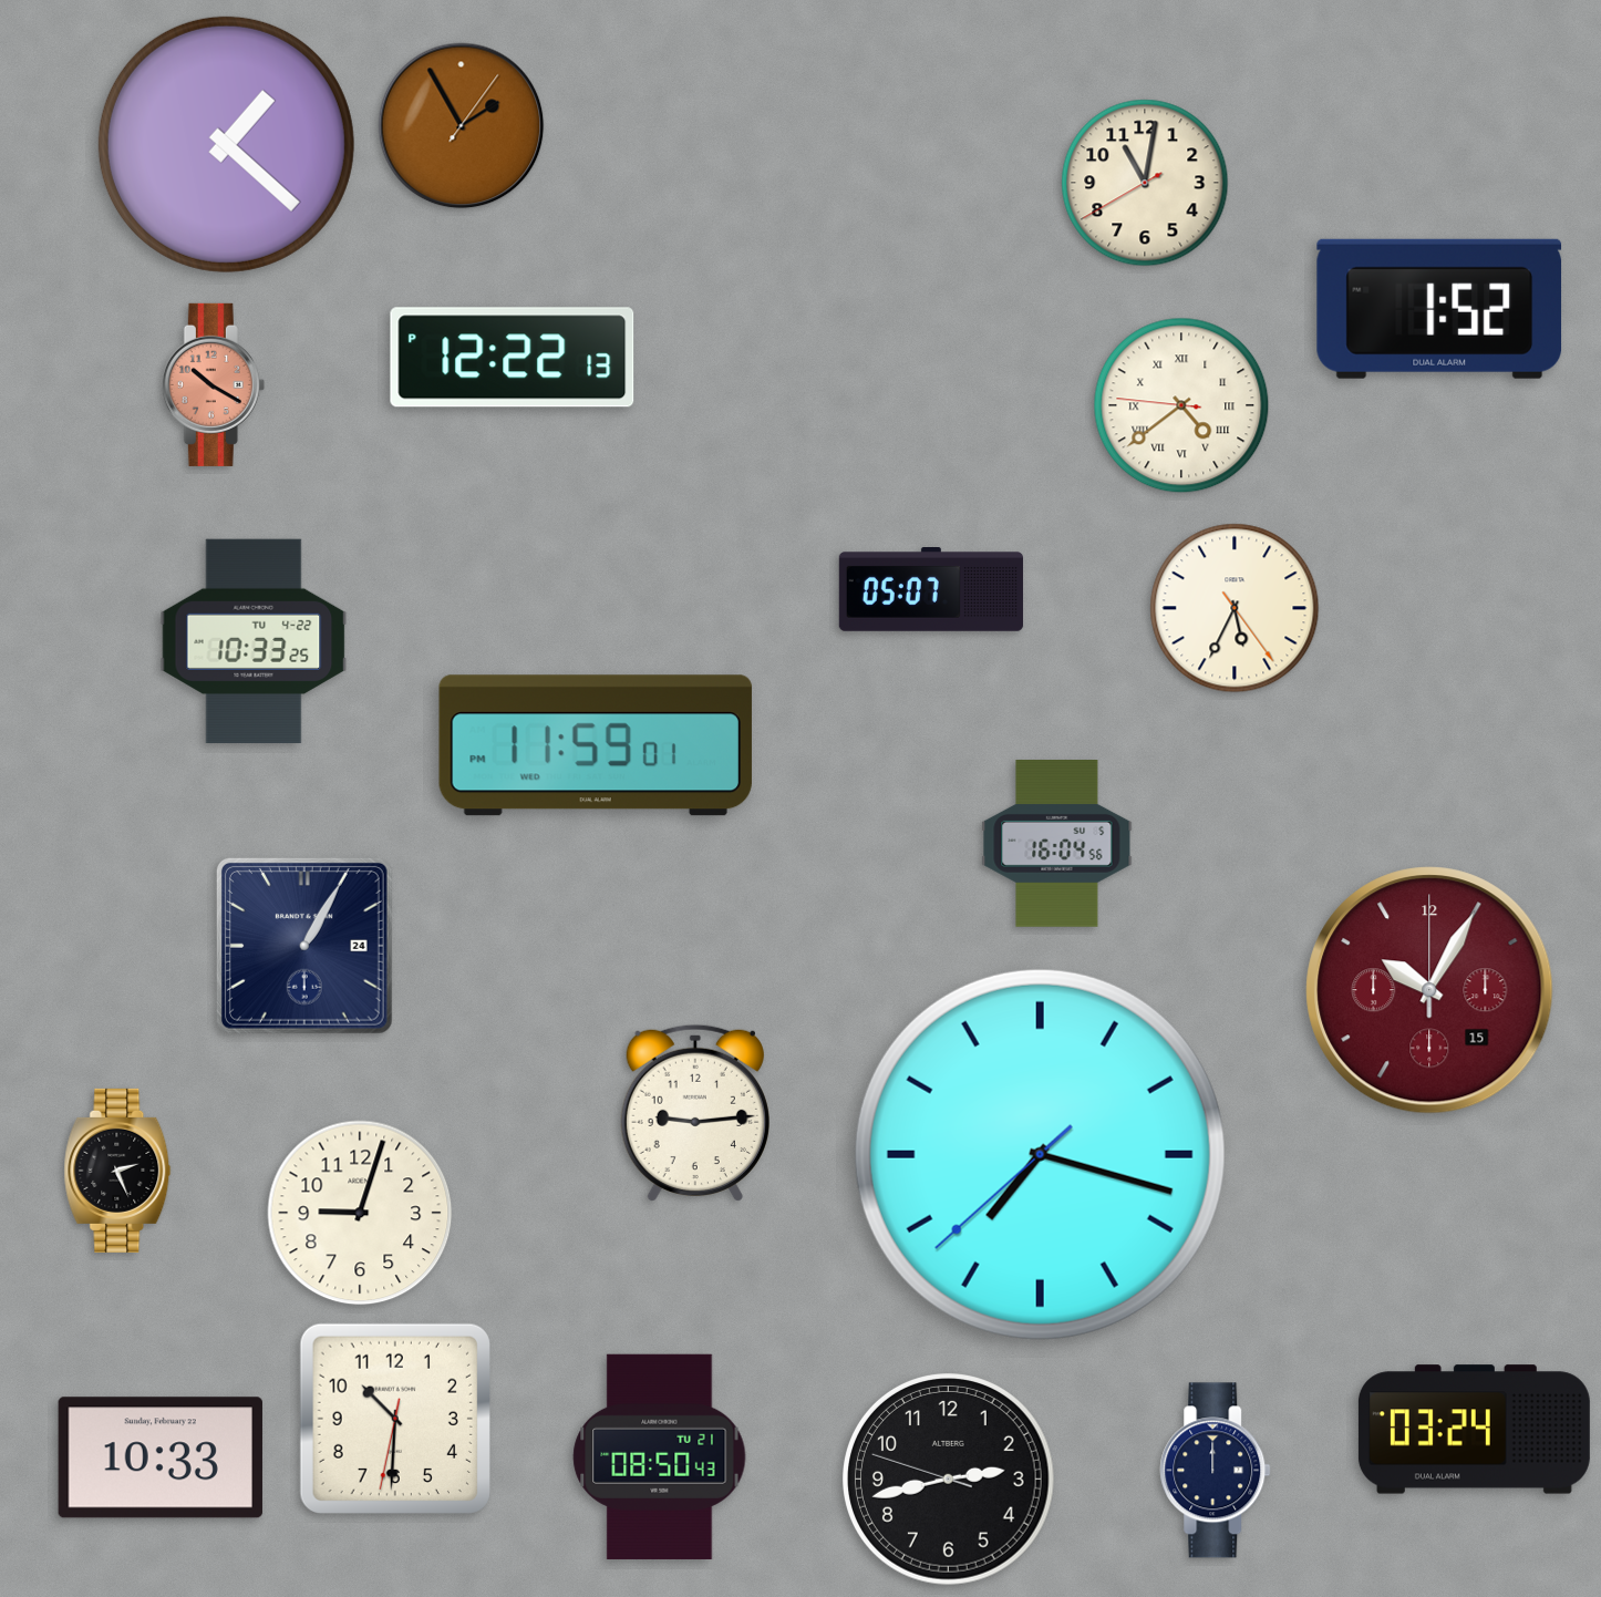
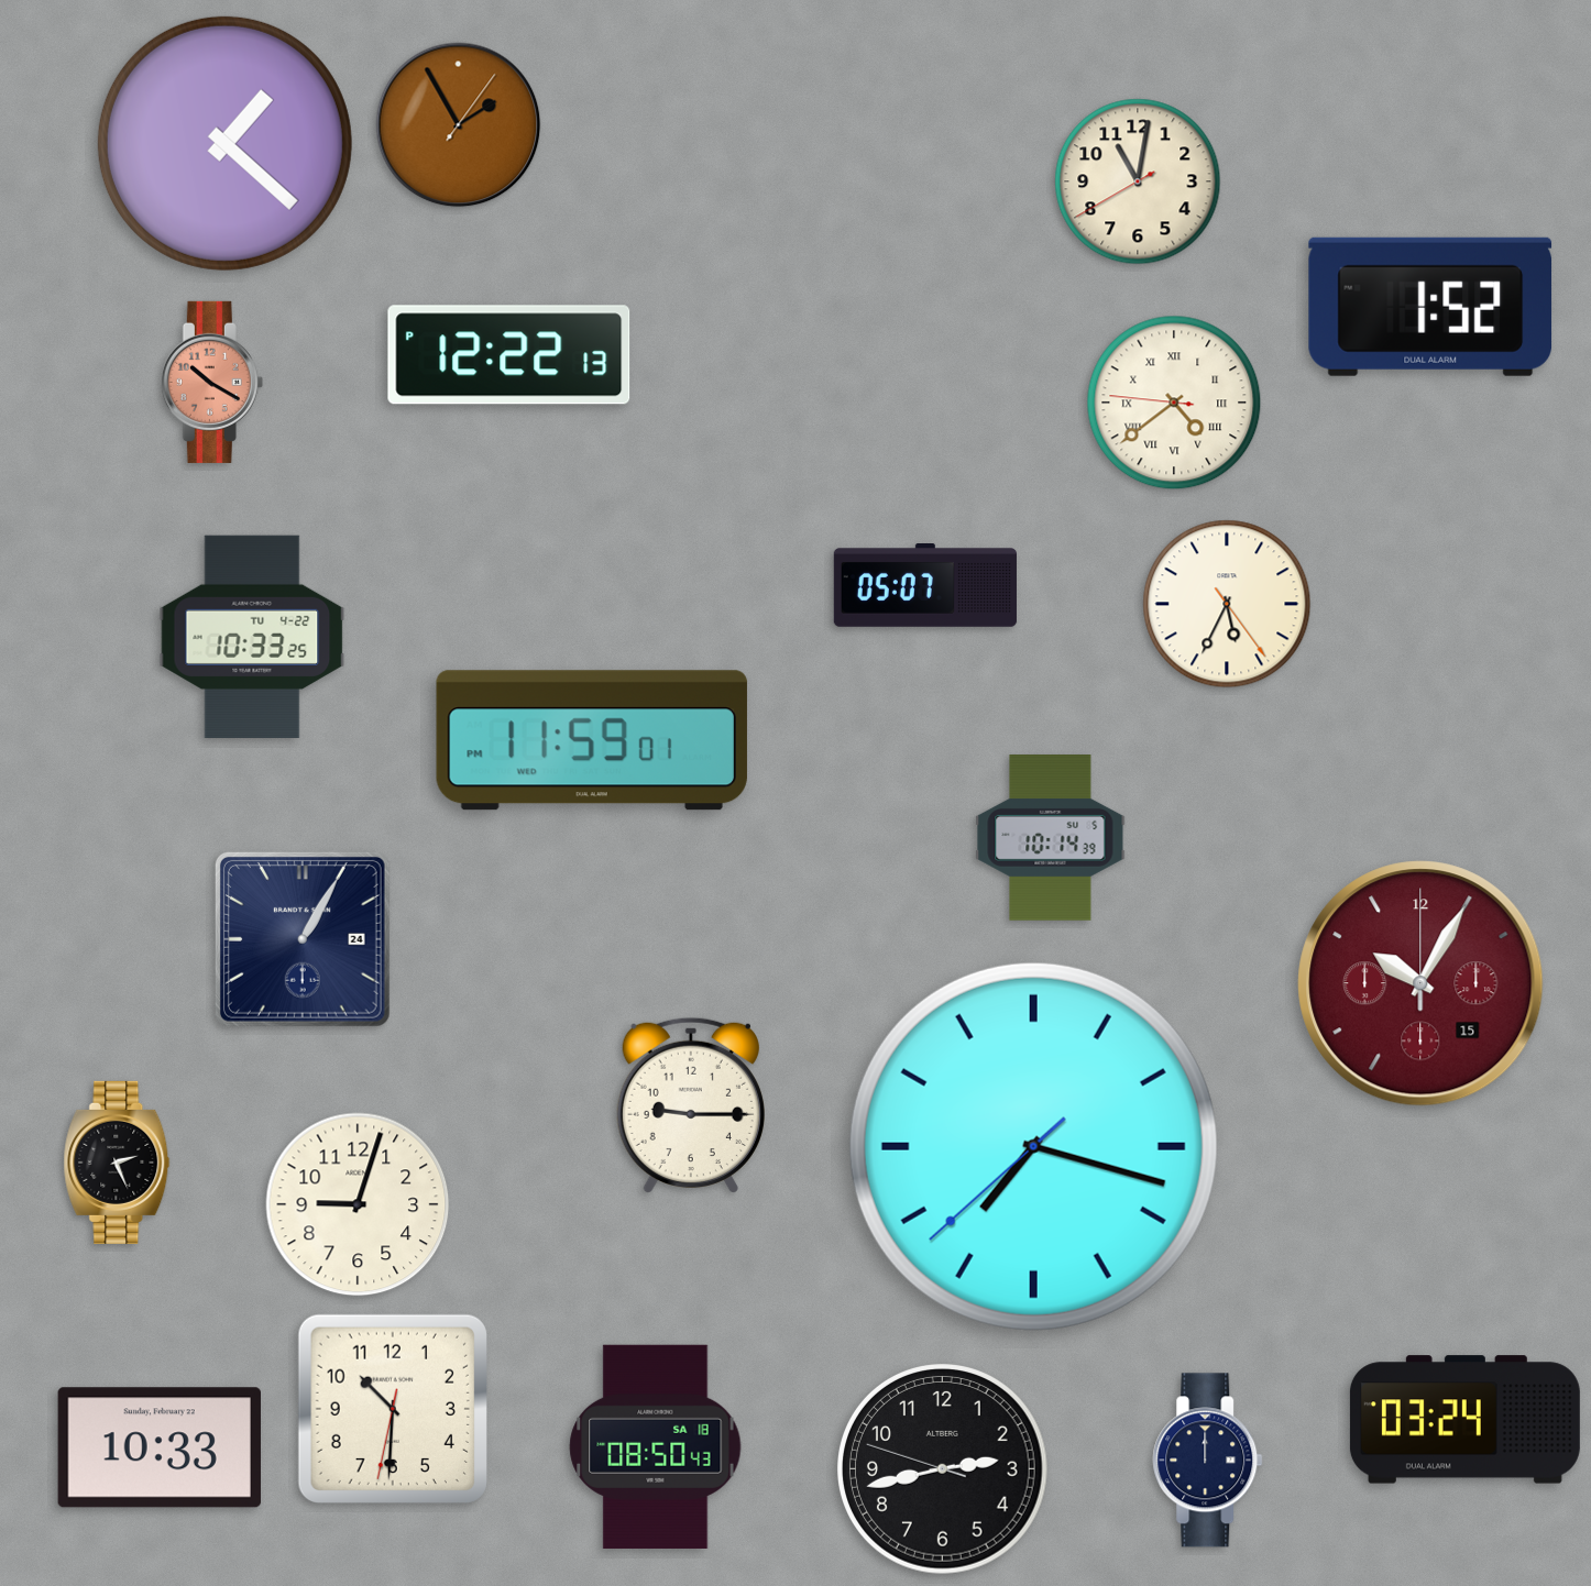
clock at (1057, 844): 16:04 -> 10:14
clock at (695, 1113): 9:14 -> 9:15
clock at (660, 1456) date: TU 21 -> SA 18
